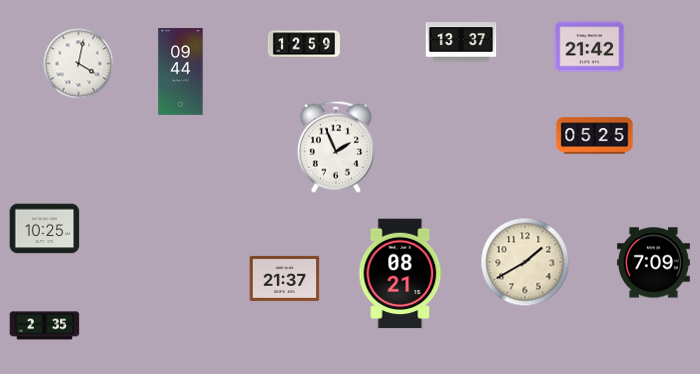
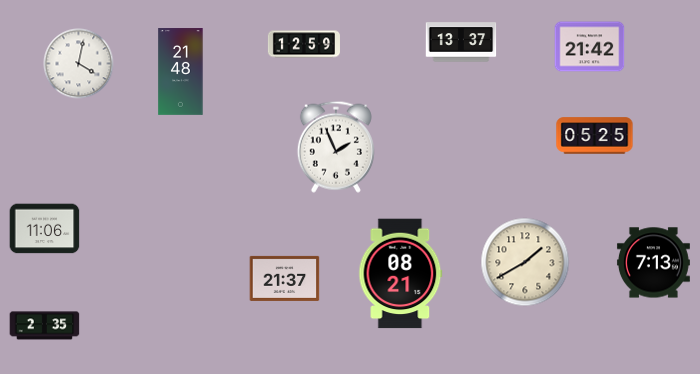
clock at (181, 72): 09:44 -> 21:48
clock at (45, 229): 10:25 -> 11:06
clock at (653, 263): 7:09 -> 7:13
